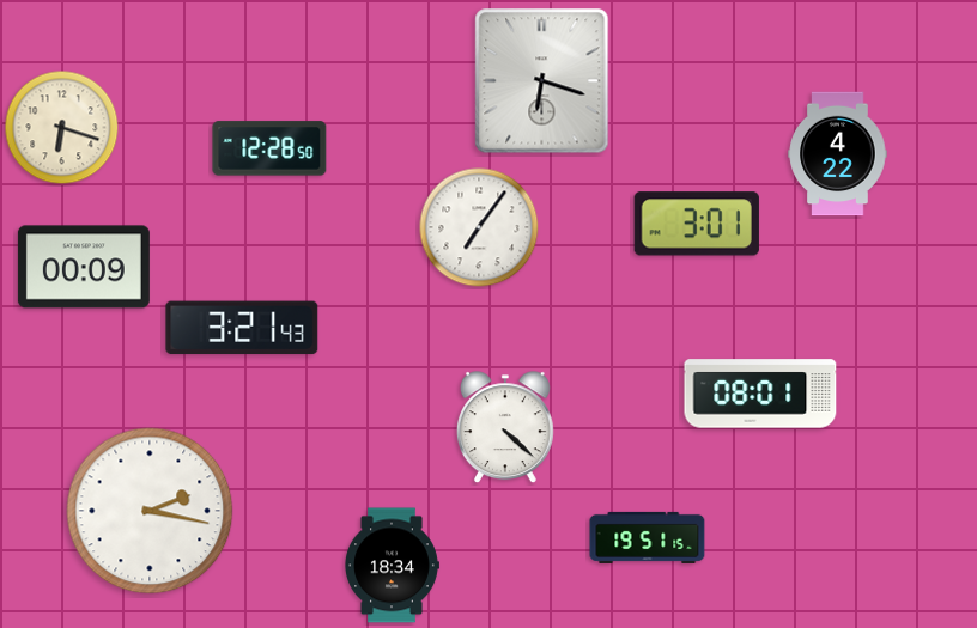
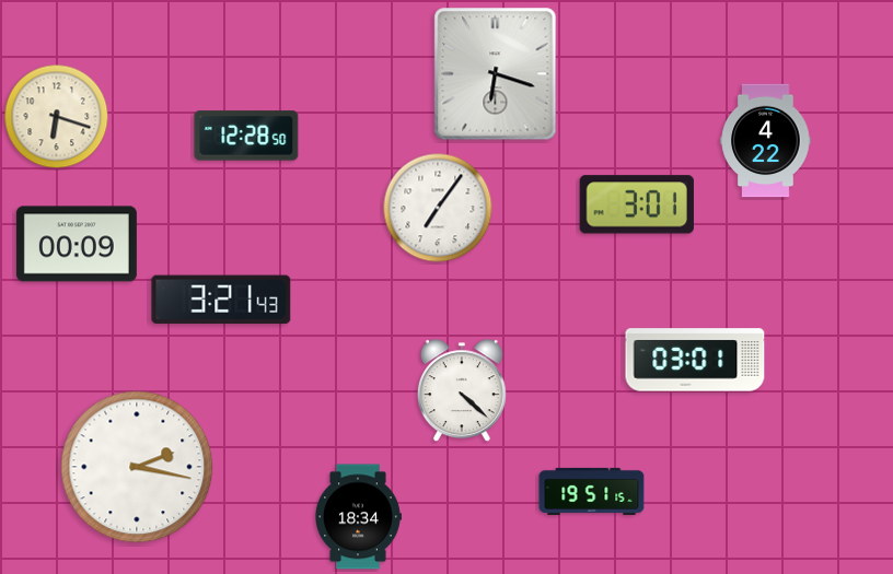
clock at (760, 394): 08:01 -> 03:01
